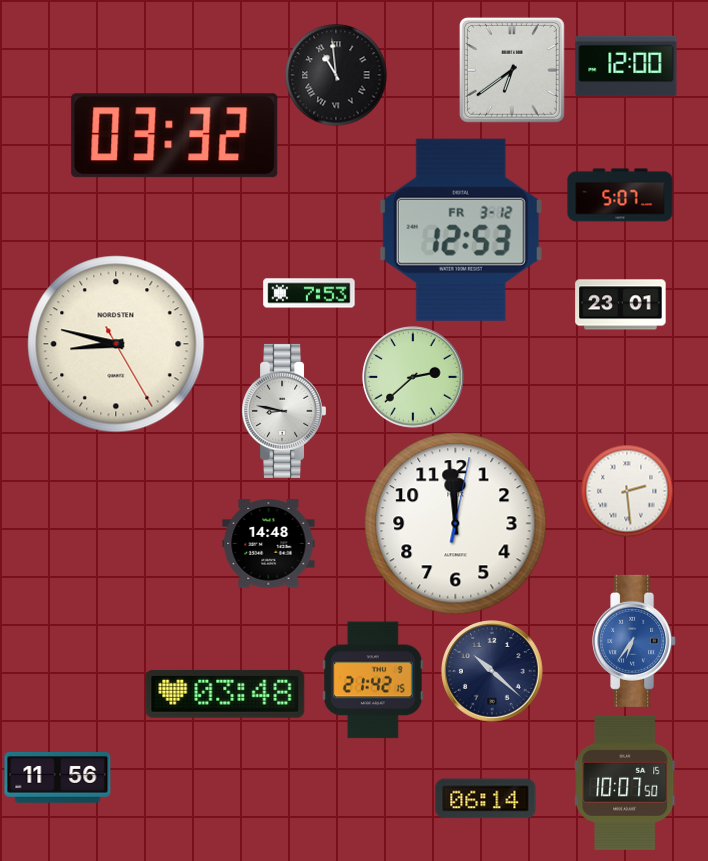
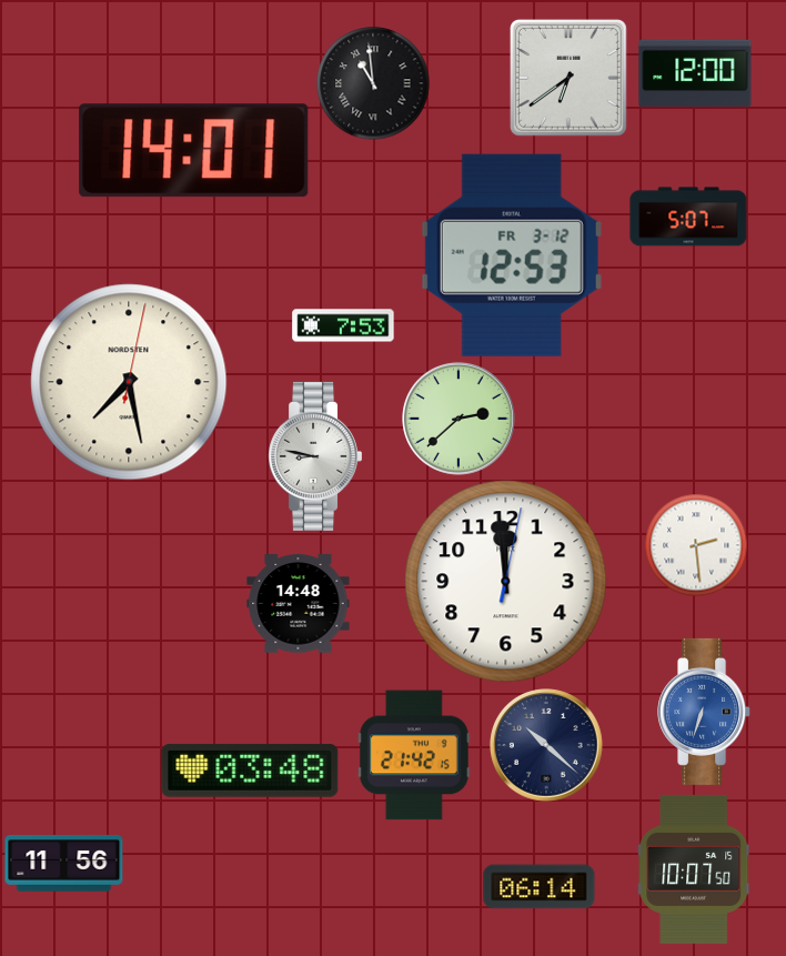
clock at (175, 136): 03:32 -> 14:01
clock at (621, 305): 23:01 -> none
clock at (116, 344): 8:47 -> 7:28
clock at (635, 641): 6:36 -> 6:33
